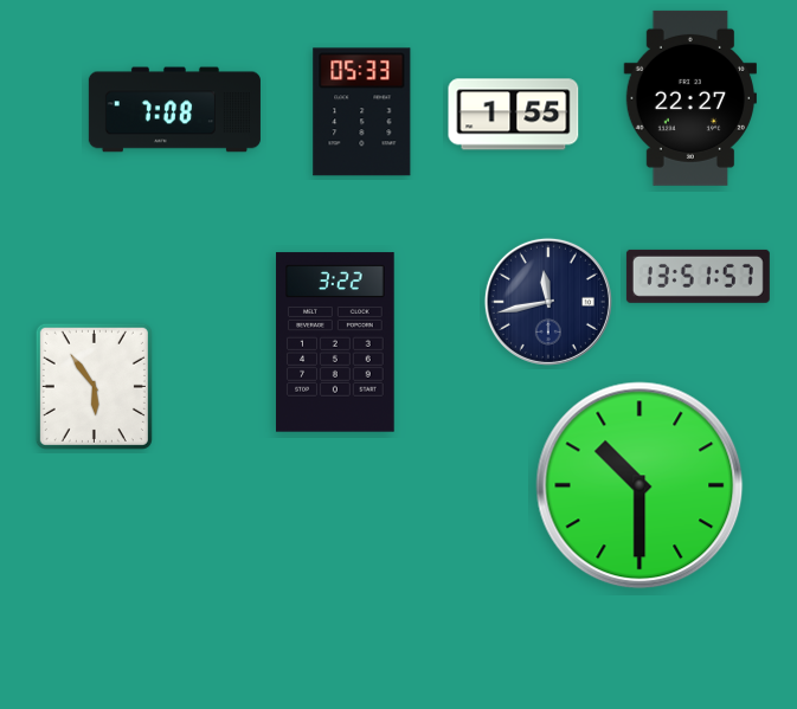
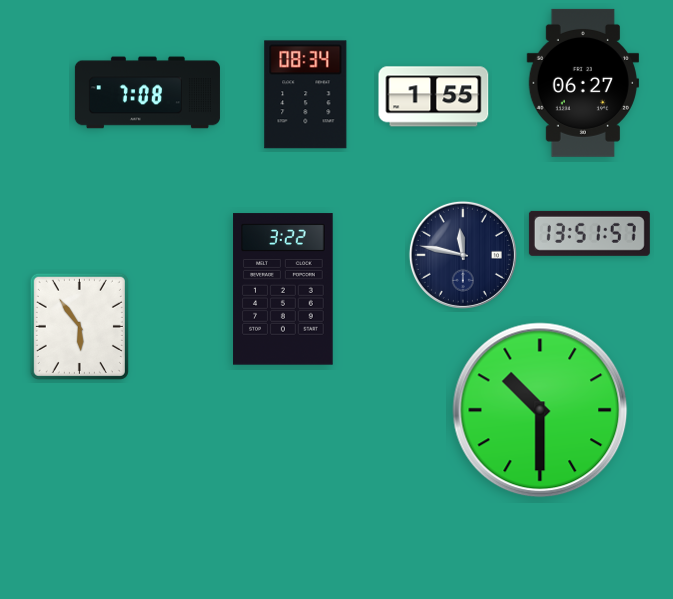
clock at (689, 98): 22:27 -> 06:27
clock at (362, 112): 05:33 -> 08:34
clock at (548, 302): 11:43 -> 11:47
